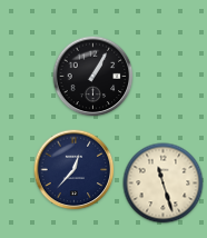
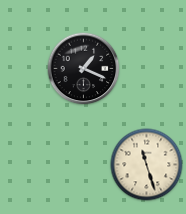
clock at (93, 77): 1:05 -> 1:19
clock at (75, 170): 12:37 -> none
